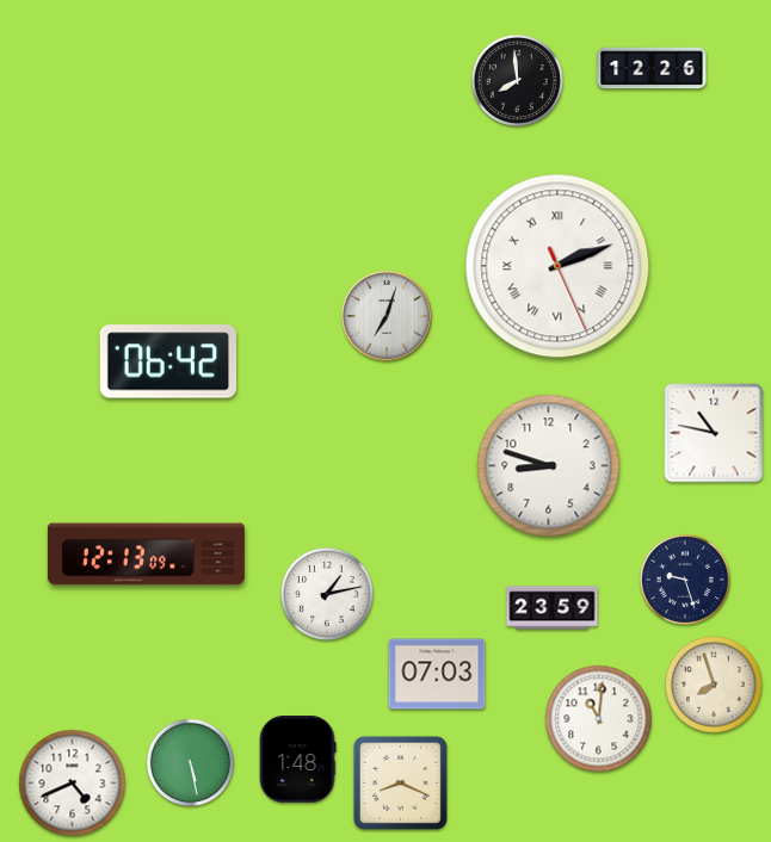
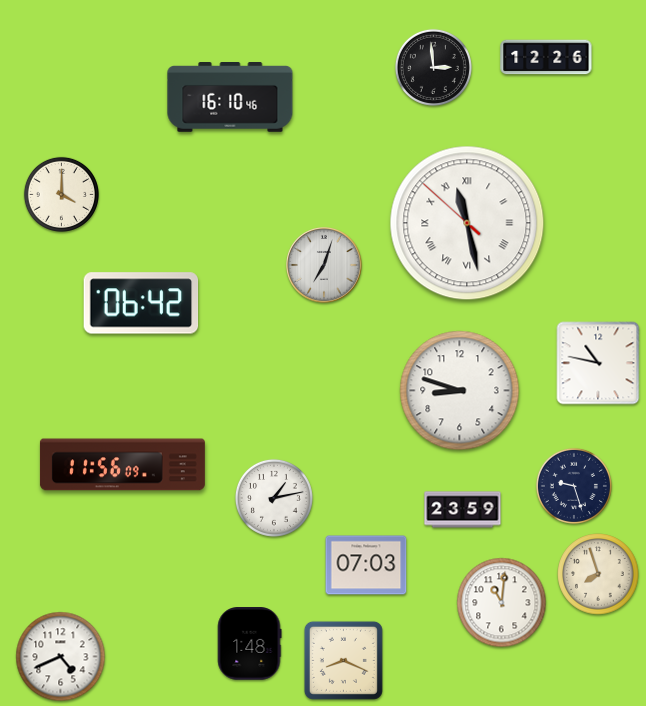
clock at (517, 80): 7:59 -> 2:59
clock at (230, 98): none -> 16:10
clock at (61, 194): none -> 4:00
clock at (557, 266): 2:11 -> 11:27
clock at (146, 555): 12:13 -> 11:56
clock at (297, 760) position: (297, 760) -> (249, 644)
clock at (191, 763): 5:28 -> none
clock at (400, 782) position: (400, 782) -> (343, 660)
